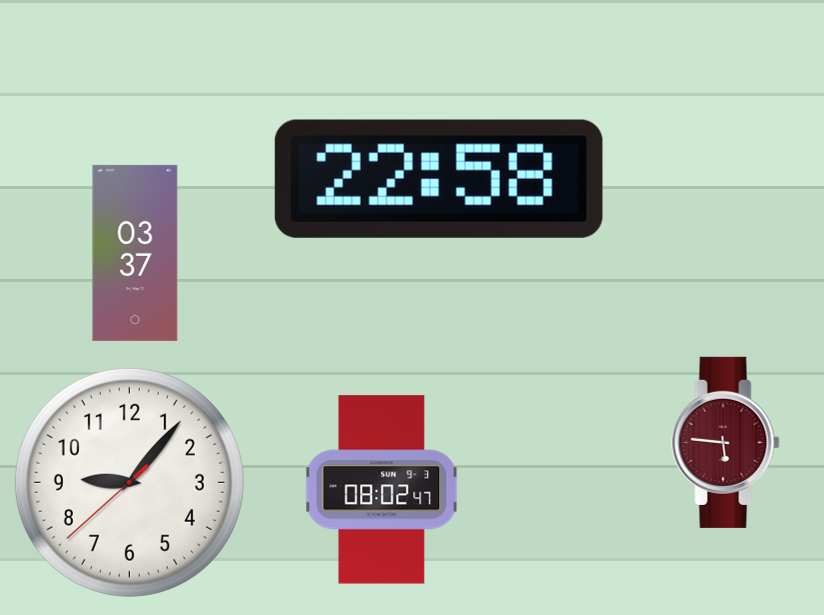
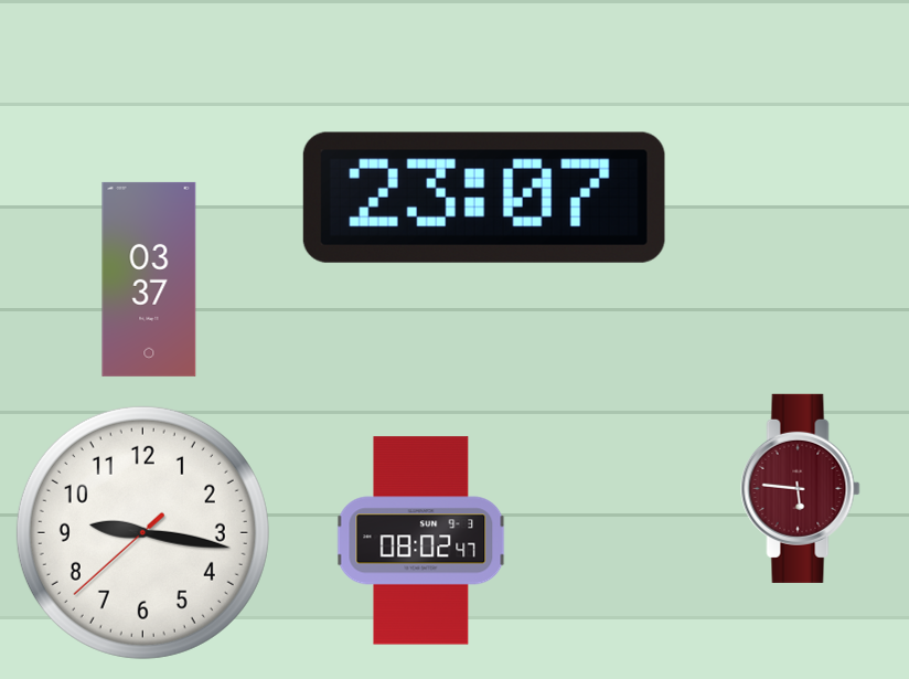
clock at (439, 179): 22:58 -> 23:07
clock at (129, 482): 9:06 -> 9:16
